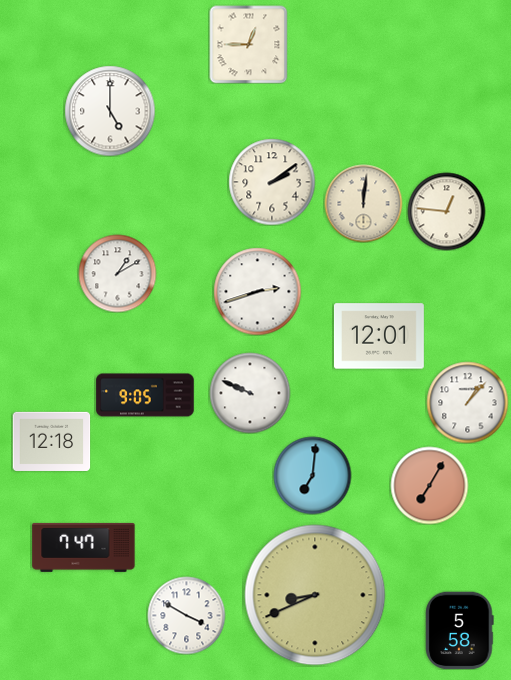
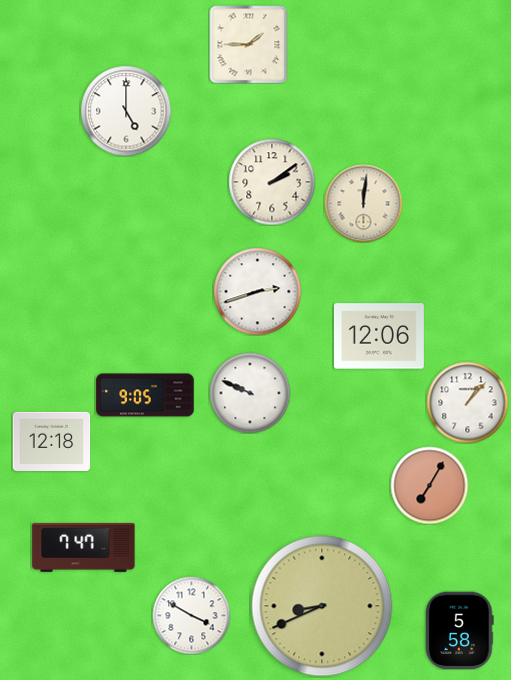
clock at (248, 44): 12:45 -> 1:45
clock at (110, 111) position: (110, 111) -> (126, 111)
clock at (446, 211): 12:46 -> none
clock at (117, 273): 1:10 -> none
clock at (379, 336): 12:01 -> 12:06
clock at (312, 475): 7:01 -> none
clock at (315, 595) position: (315, 595) -> (322, 606)
clock at (186, 615) position: (186, 615) -> (191, 615)
